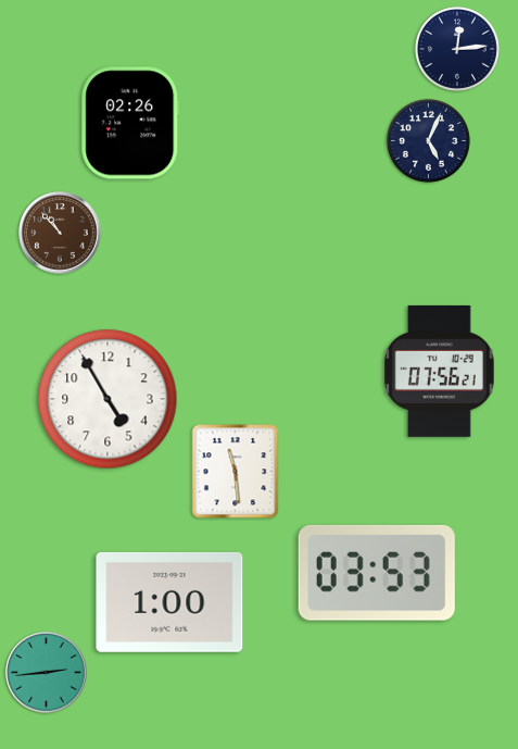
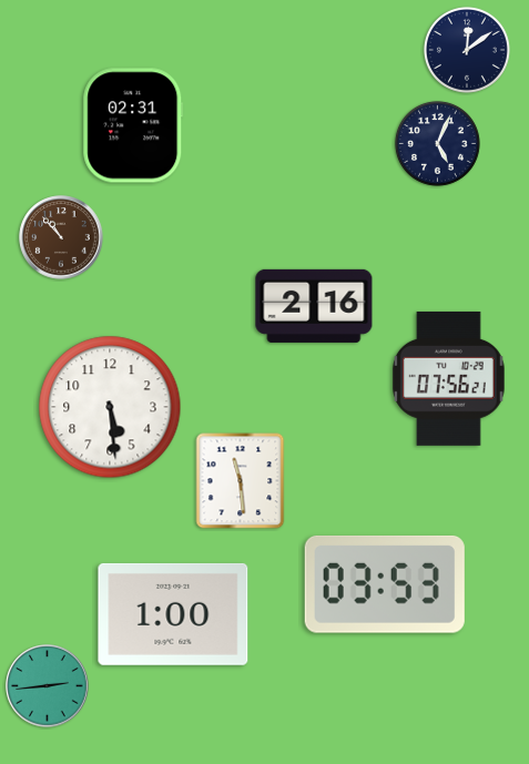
clock at (457, 49): 12:14 -> 12:09
clock at (130, 123): 02:26 -> 02:31
clock at (314, 306): none -> 2:16
clock at (108, 399): 4:55 -> 5:29
